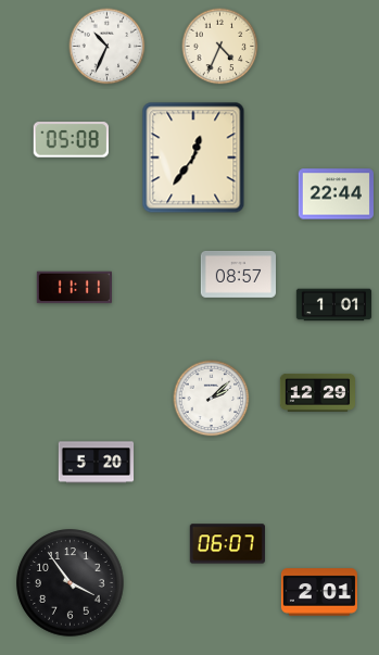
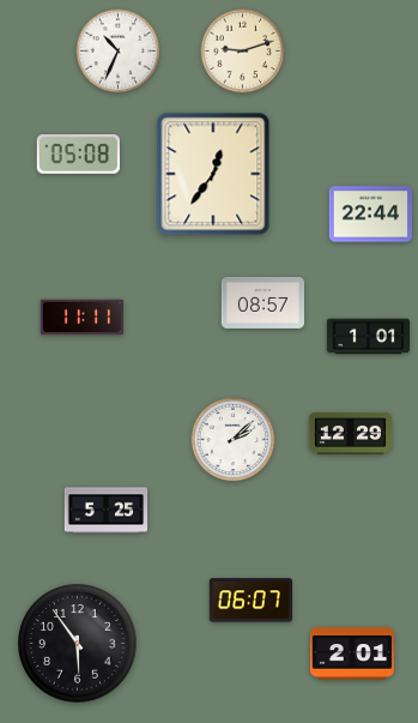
clock at (220, 47): 4:34 -> 9:12
clock at (97, 463): 5:20 -> 5:25
clock at (71, 583): 3:54 -> 5:54
